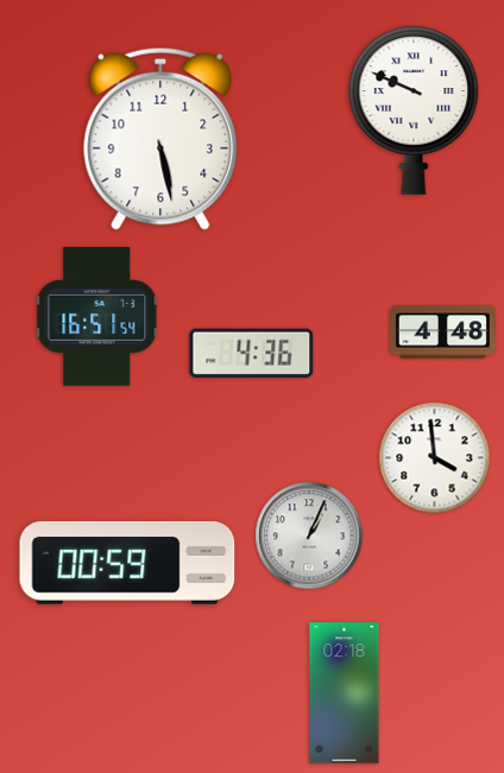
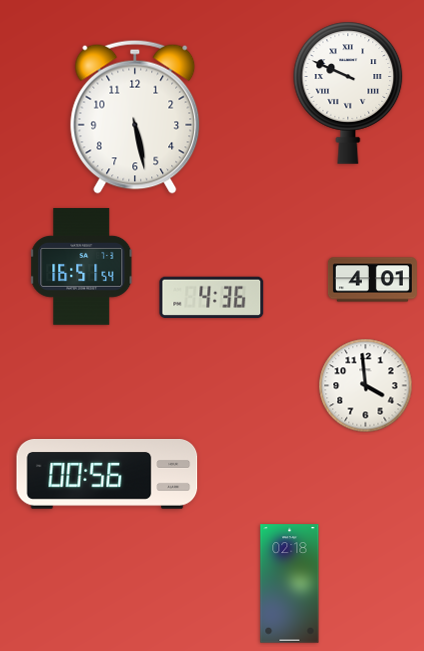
clock at (442, 332): 4:48 -> 4:01
clock at (309, 536): 1:04 -> none
clock at (127, 563): 00:59 -> 00:56
